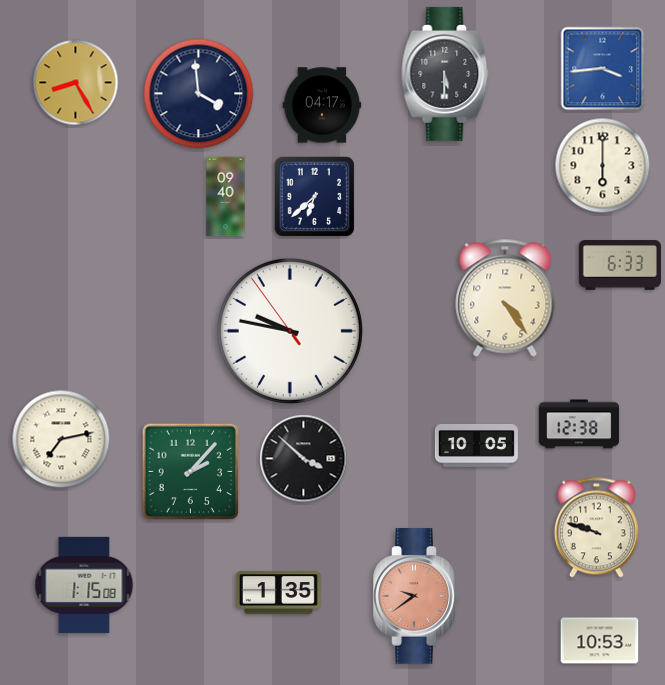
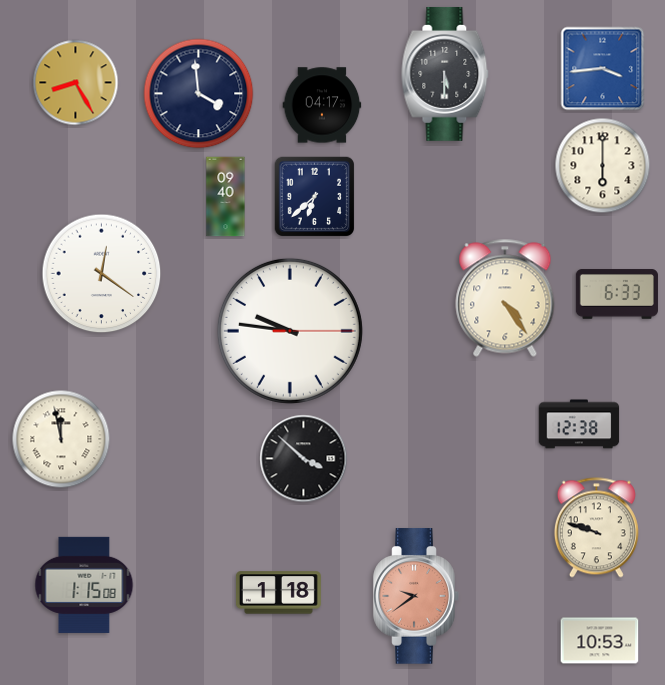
clock at (620, 265) position: (620, 265) -> (617, 294)
clock at (102, 274): none -> 12:21
clock at (290, 331): 9:46:54 -> 9:46:15
clock at (61, 439): 7:13 -> 11:58
clock at (476, 445): 10:05 -> none
clock at (191, 472): 2:07 -> none
clock at (278, 593): 1:35 -> 1:18
